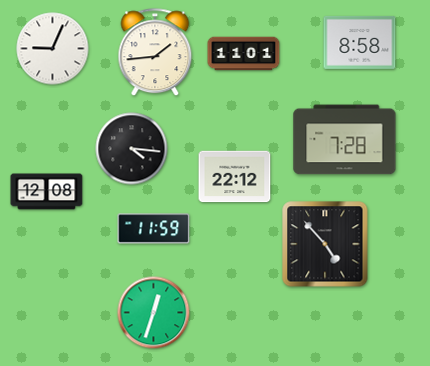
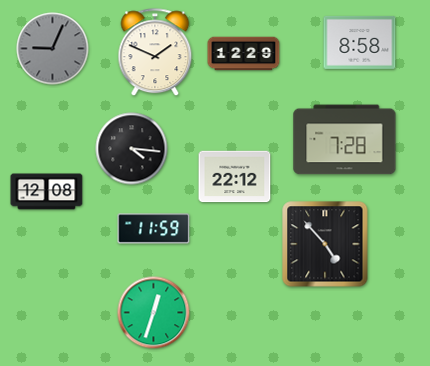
clock at (53, 49) dial: white -> grey
clock at (155, 53): 1:44 -> 1:49
clock at (244, 54): 11:01 -> 12:29
